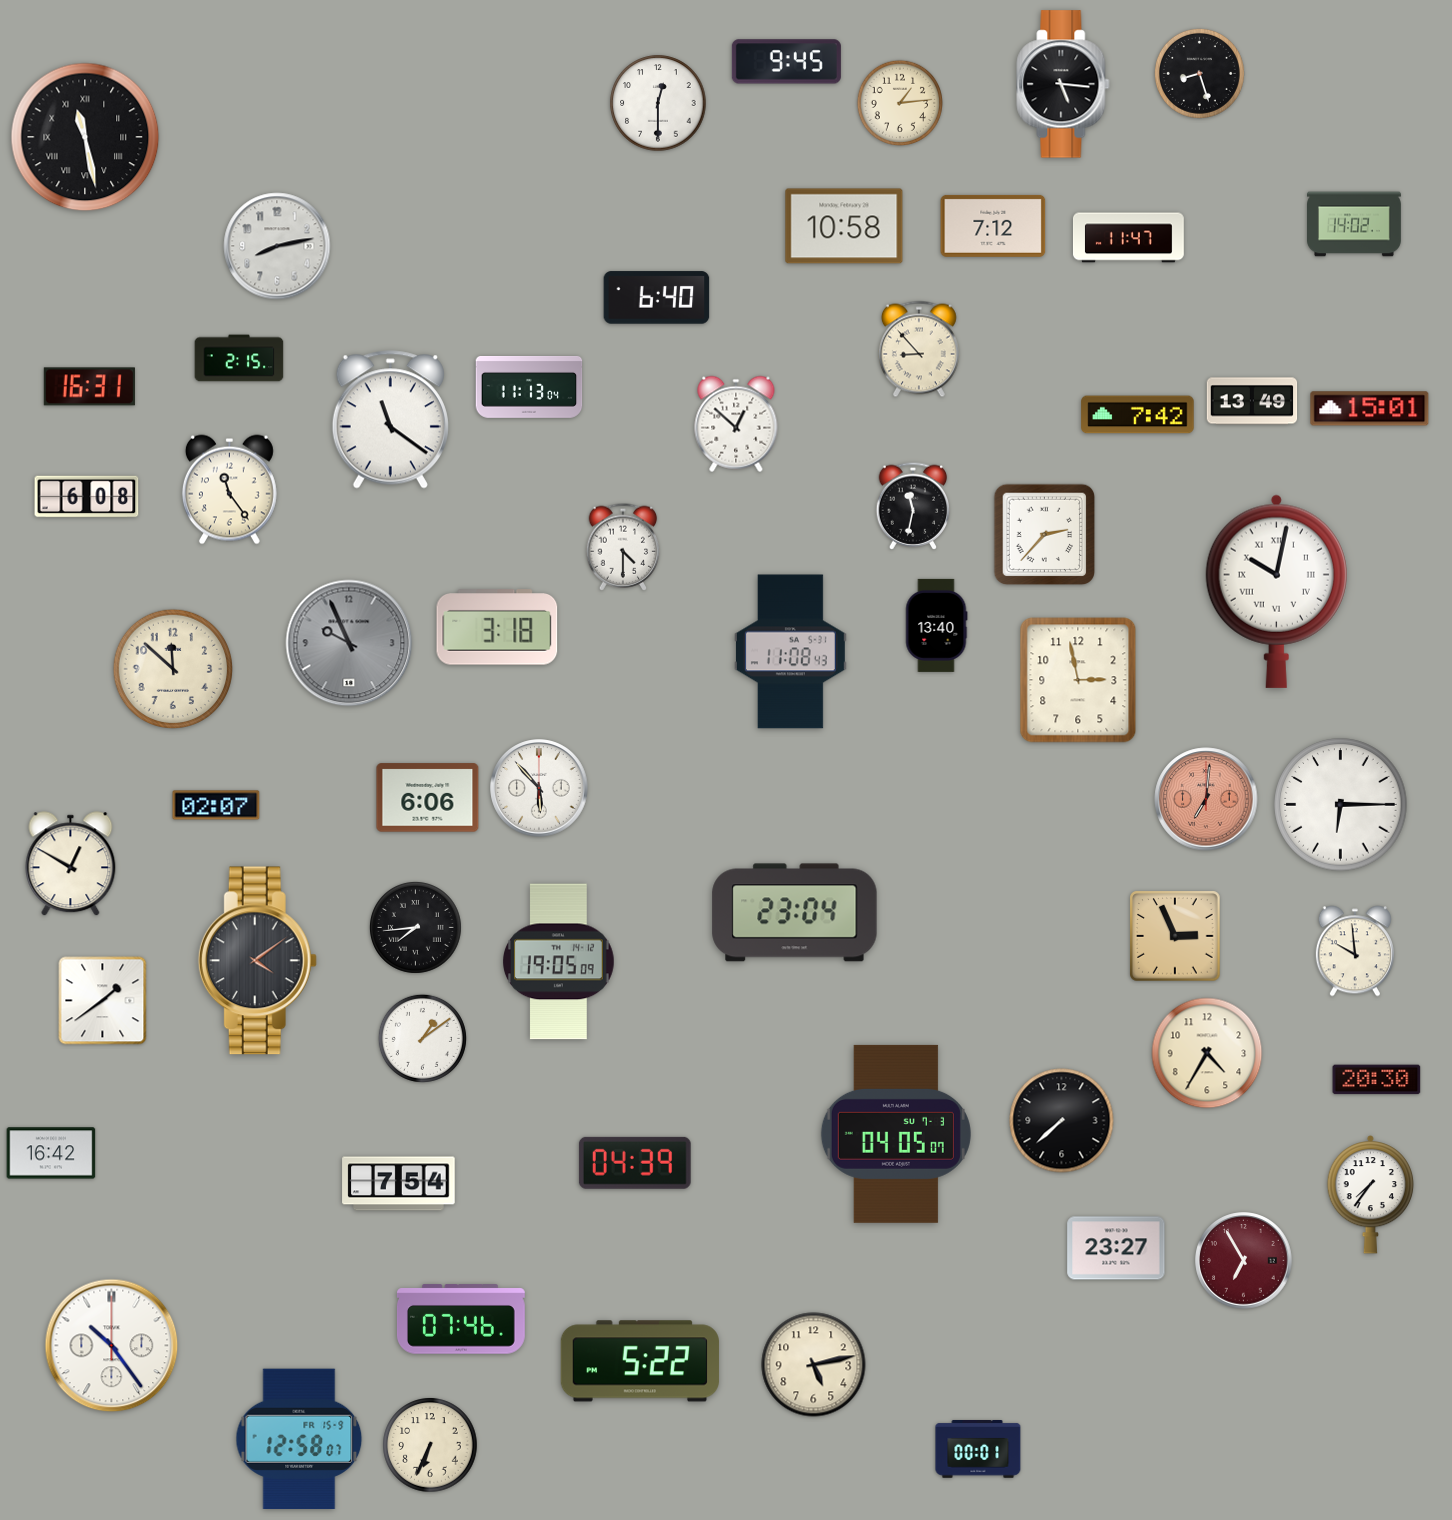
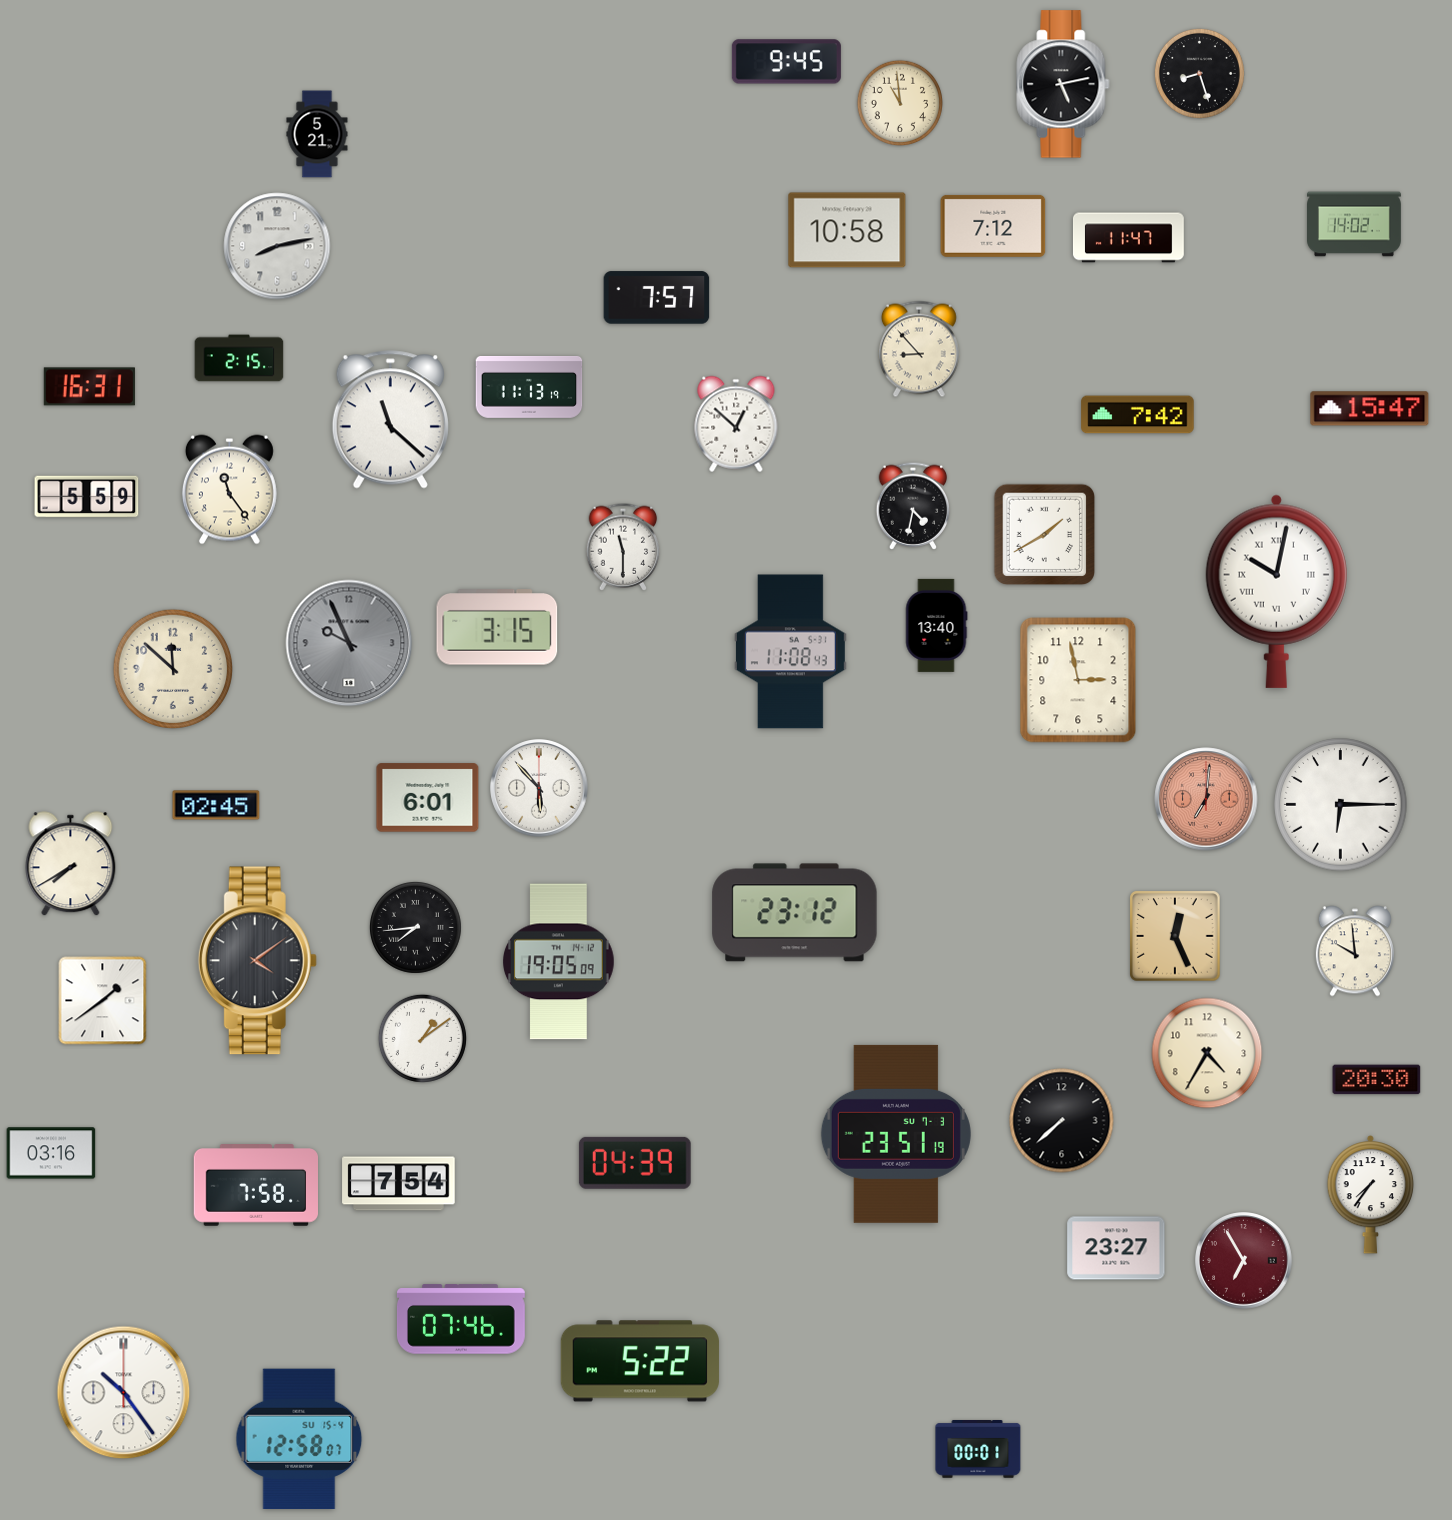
clock at (1063, 84): 5:16 -> 5:13
clock at (899, 102): 1:14 -> 10:59
clock at (658, 103): 12:30 -> none
clock at (317, 134): none -> 5:21
clock at (85, 137): 11:28 -> none
clock at (844, 226) position: (844, 226) -> (847, 230)
clock at (657, 298): 6:40 -> 7:57
clock at (529, 387): 11:13:04 -> 11:13:19
clock at (1252, 401): 13:49 -> none
clock at (1370, 409): 15:01 -> 15:47
clock at (390, 420): 11:21 -> 11:22
clock at (87, 497): 6:08 -> 5:59
clock at (913, 506): 11:32 -> 4:32
clock at (1045, 535): 2:37 -> 1:40
clock at (623, 547): 4:30 -> 11:30
clock at (497, 627): 3:18 -> 3:15
clock at (428, 798): 6:06 -> 6:01
clock at (216, 805): 02:07 -> 02:45
clock at (71, 864): 12:50 -> 7:40
clock at (795, 913): 23:04 -> 23:12
clock at (1175, 936): 2:56 -> 12:26
clock at (896, 1134): 04:05 -> 23:51
clock at (51, 1153): 16:42 -> 03:16
clock at (256, 1185): none -> 7:58
clock at (112, 1346) position: (112, 1346) -> (124, 1393)
clock at (814, 1365): 5:13 -> none
clock at (299, 1438) date: FR 15-9 -> SU 15-4
clock at (430, 1445): 6:34 -> none
